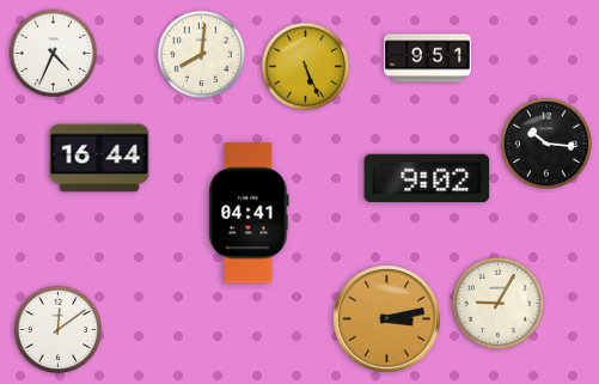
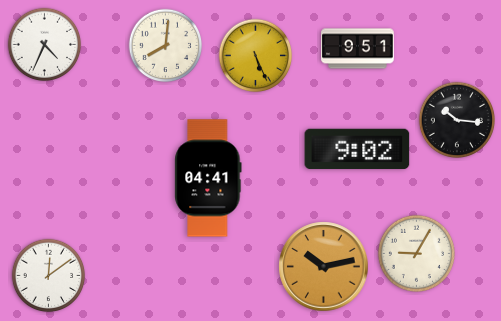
clock at (202, 55) position: (202, 55) -> (166, 46)
clock at (99, 158): 16:44 -> none
clock at (387, 319): 3:13 -> 10:13
